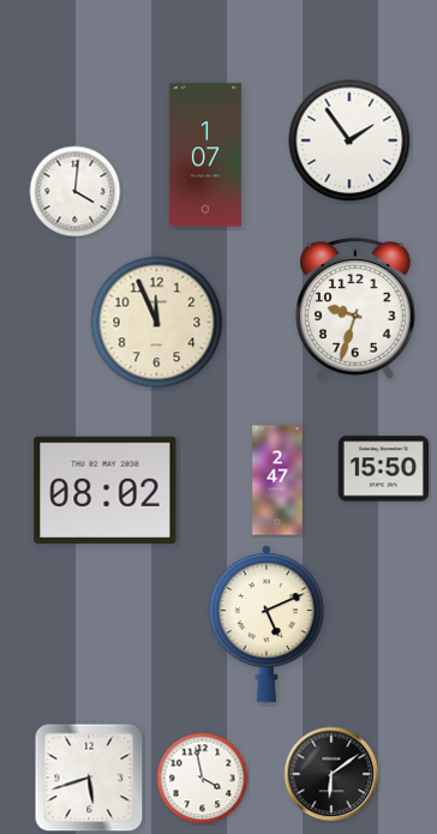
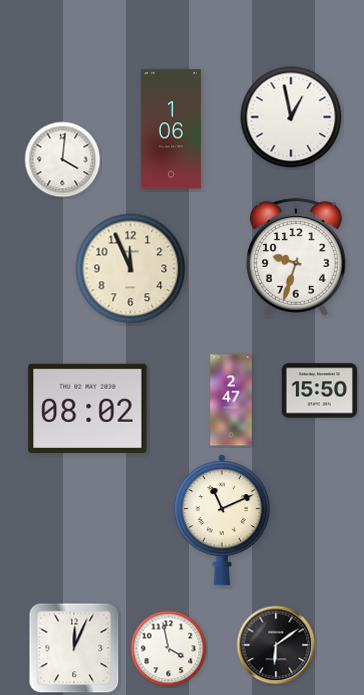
clock at (349, 140): 1:54 -> 12:58
clock at (205, 155): 1:07 -> 1:06
clock at (267, 624): 5:11 -> 11:11
clock at (89, 778): 5:42 -> 12:04
